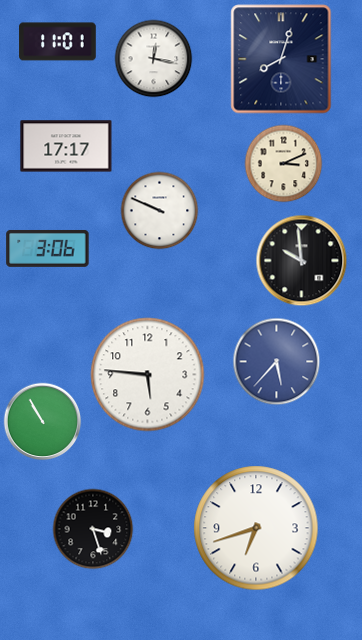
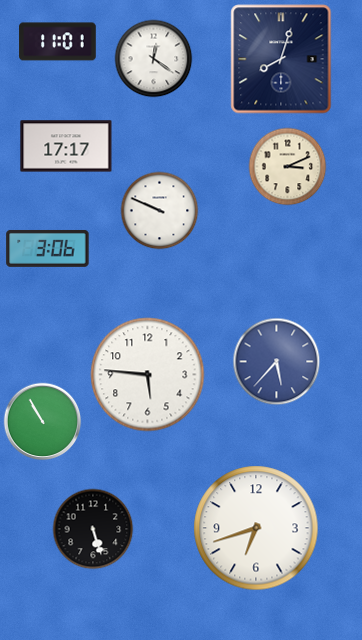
clock at (153, 58): 12:17 -> 12:21
clock at (283, 163) position: (283, 163) -> (287, 166)
clock at (301, 260): 9:59 -> none
clock at (93, 529): 3:27 -> 5:27
